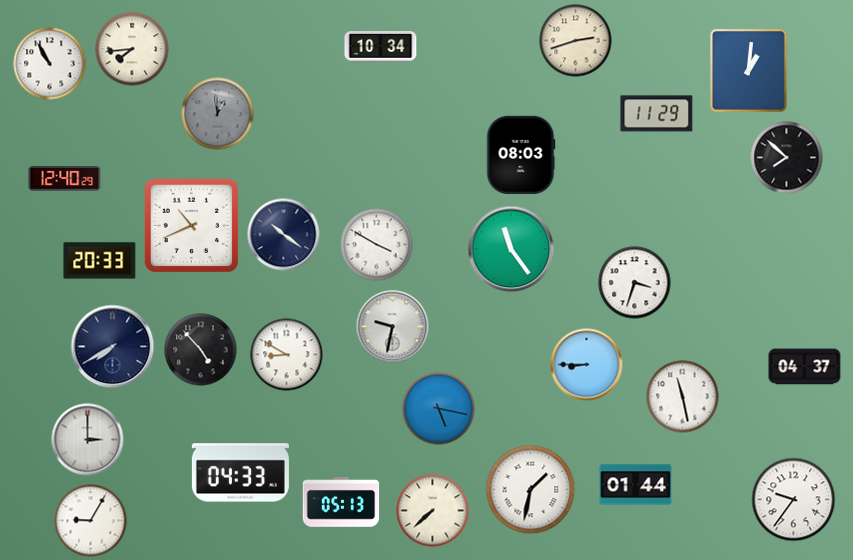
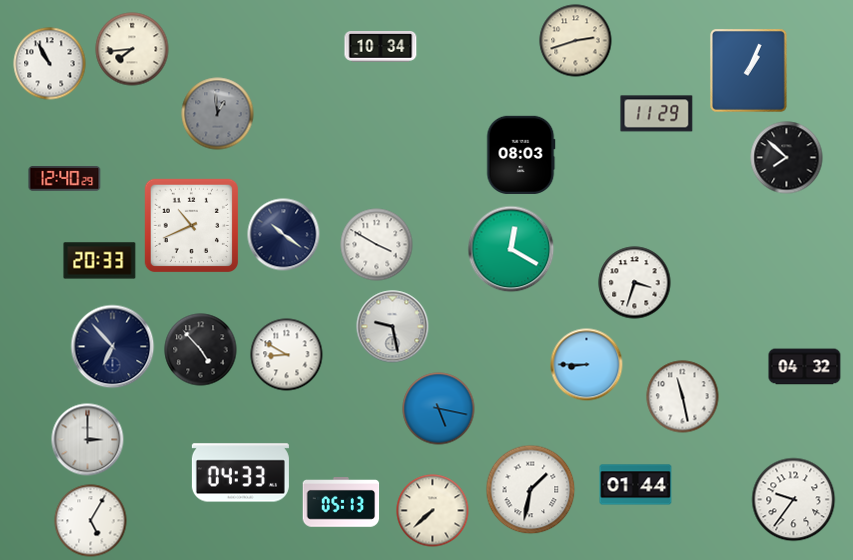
clock at (749, 71): 1:01 -> 1:04
clock at (511, 249): 11:24 -> 12:20
clock at (393, 327): 9:32 -> 9:28
clock at (113, 347): 7:40 -> 6:53
clock at (805, 367): 04:37 -> 04:32
clock at (91, 521): 9:05 -> 5:05
